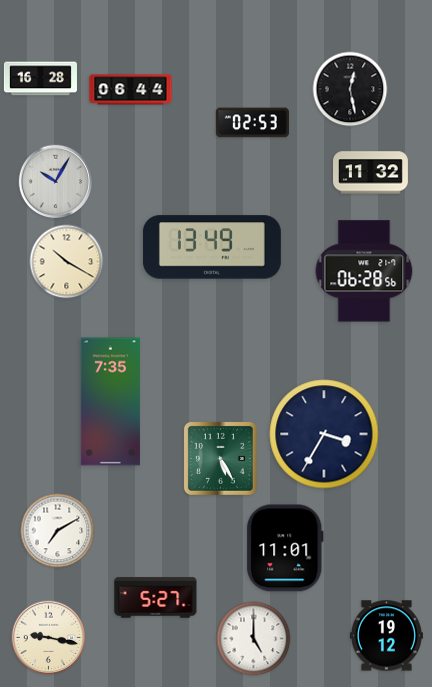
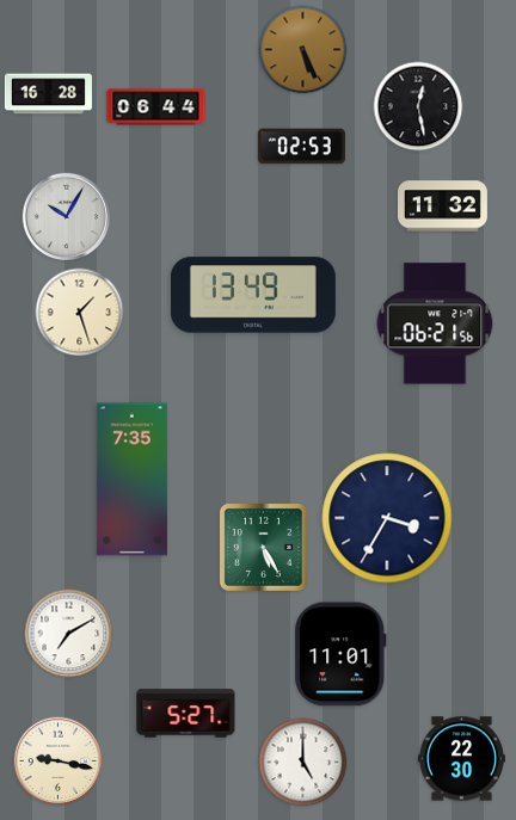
clock at (303, 50): none -> 5:26
clock at (67, 262): 10:20 -> 1:27
clock at (364, 271): 06:28 -> 06:21
clock at (386, 636): 19:12 -> 22:30
